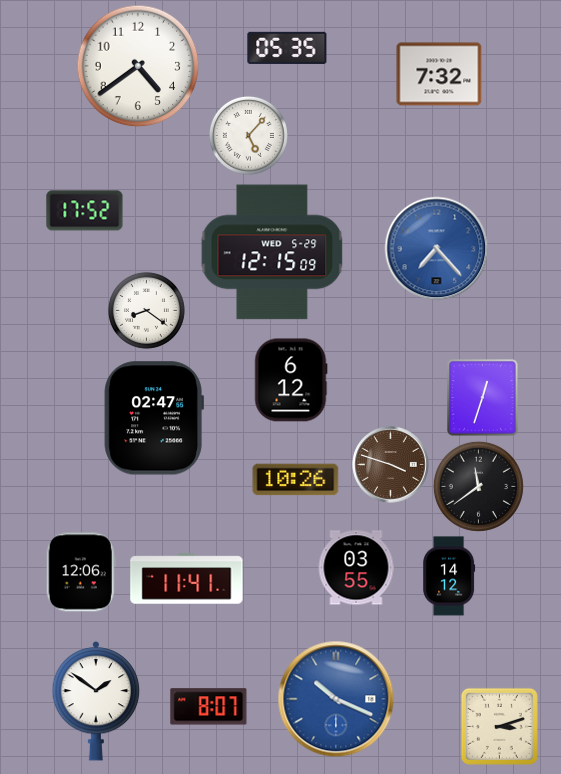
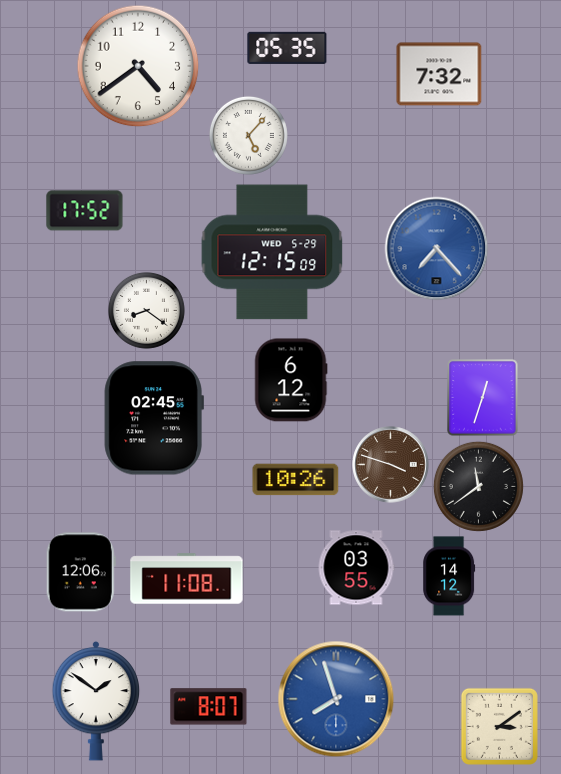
clock at (154, 418): 02:47 -> 02:45
clock at (187, 579): 11:41 -> 11:08
clock at (336, 699): 10:19 -> 7:57
clock at (499, 726): 3:12 -> 3:09
